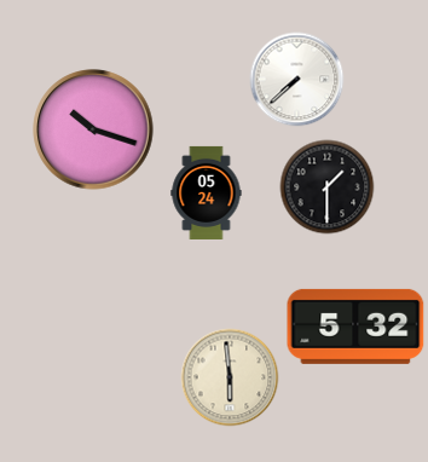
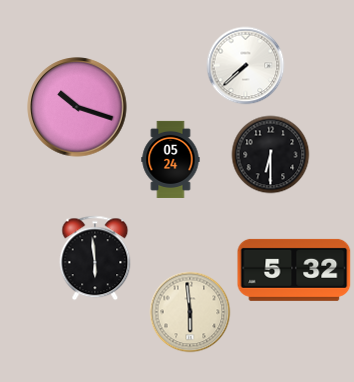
clock at (326, 186): 1:30 -> 6:30
clock at (95, 258): none -> 5:59
